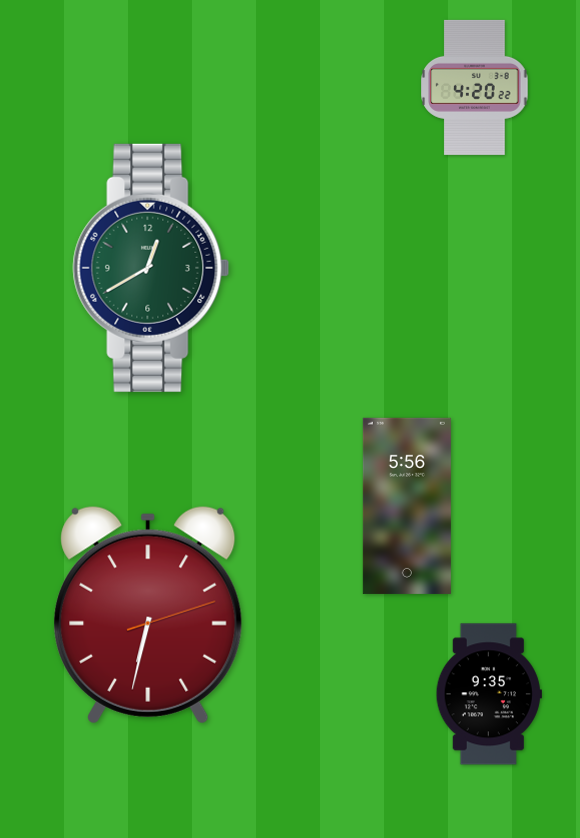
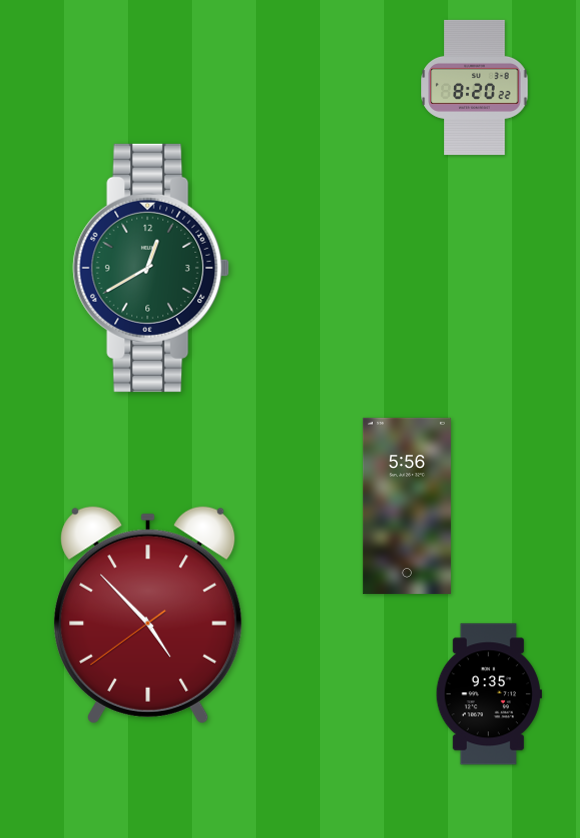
clock at (475, 87): 4:20 -> 8:20
clock at (148, 615): 6:32 -> 4:52
